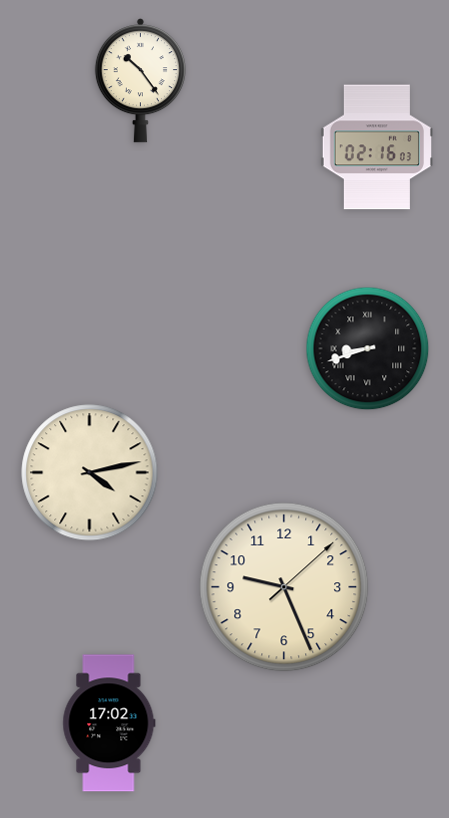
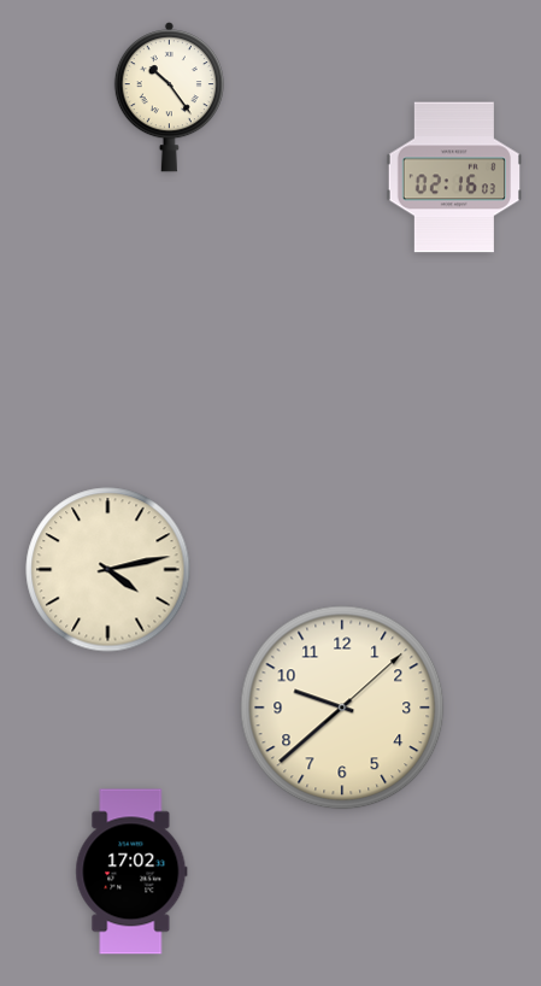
clock at (368, 349): 8:42 -> none
clock at (284, 587): 9:26 -> 9:38
